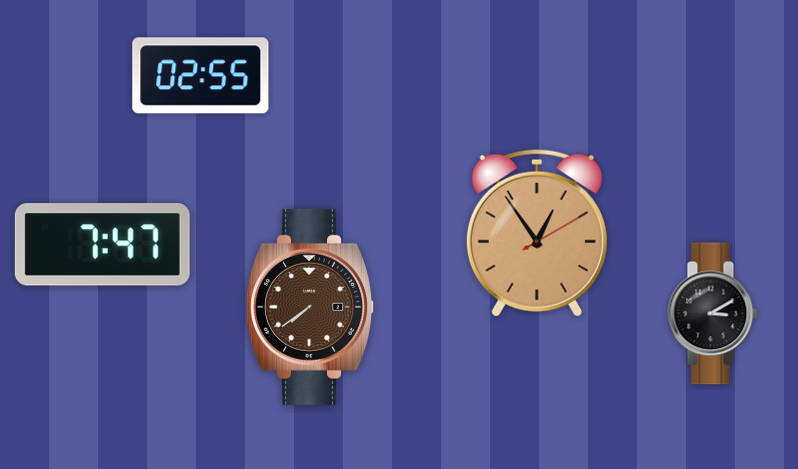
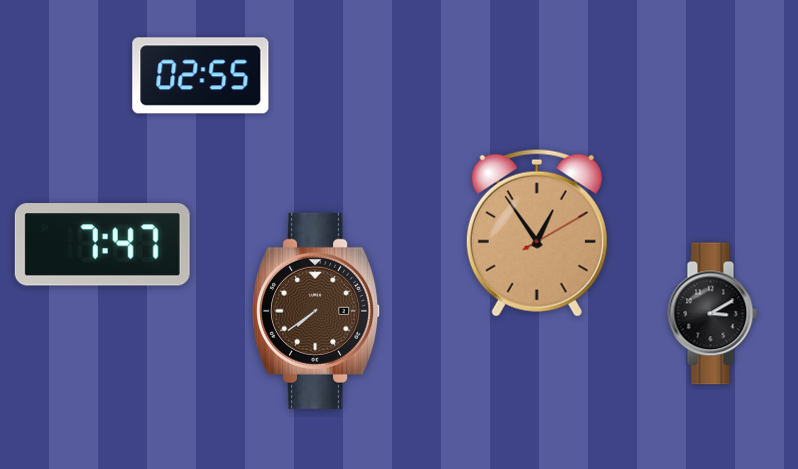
clock at (311, 307) position: (311, 307) -> (317, 311)
